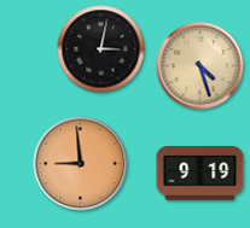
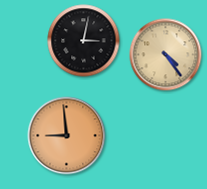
clock at (200, 66): 4:27 -> 4:24
clock at (200, 174): 9:19 -> none
